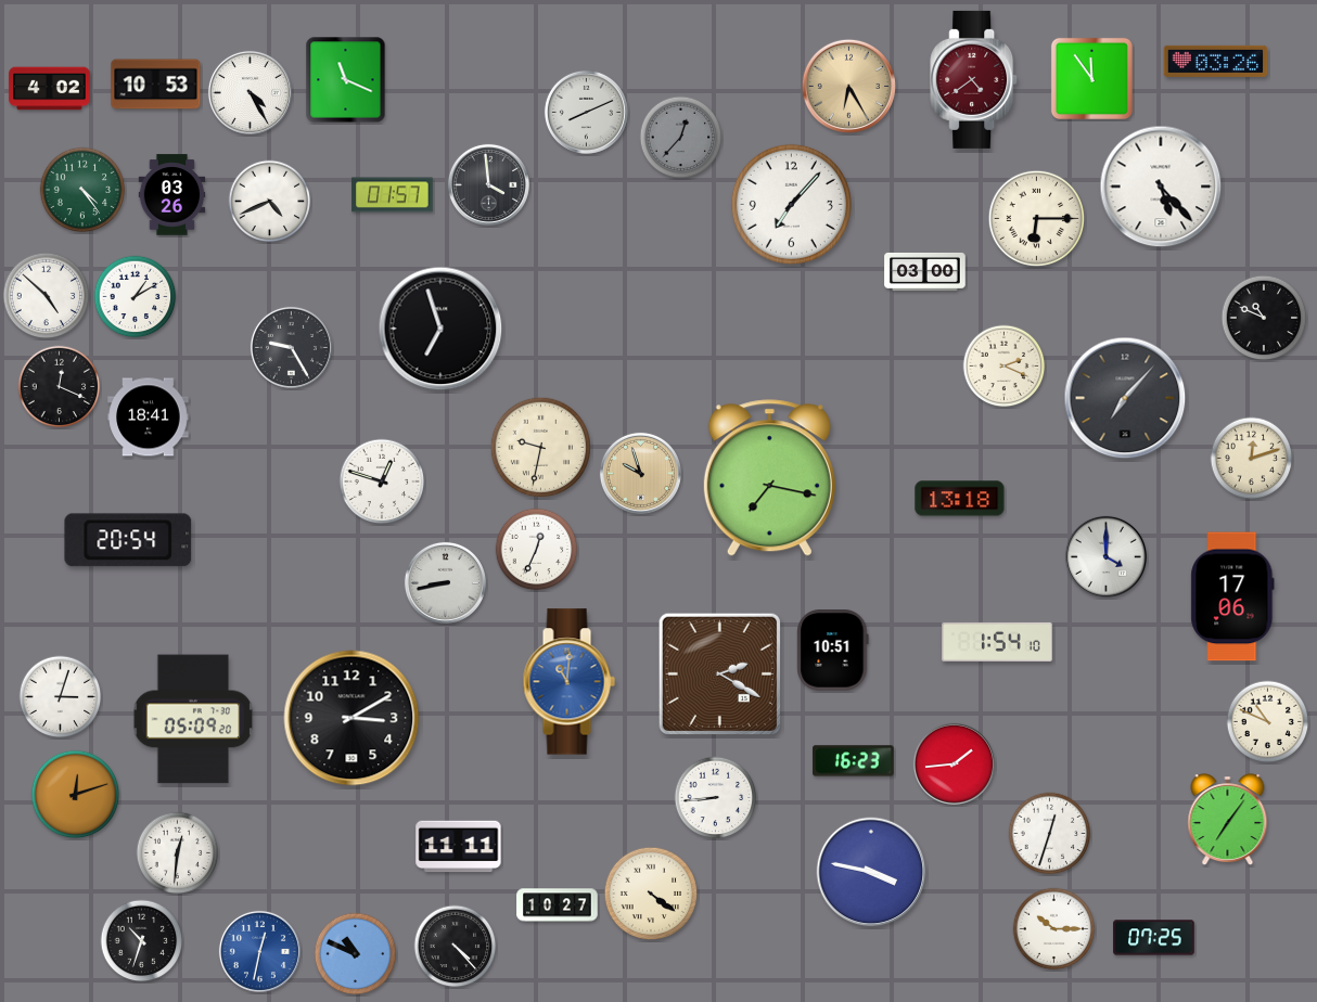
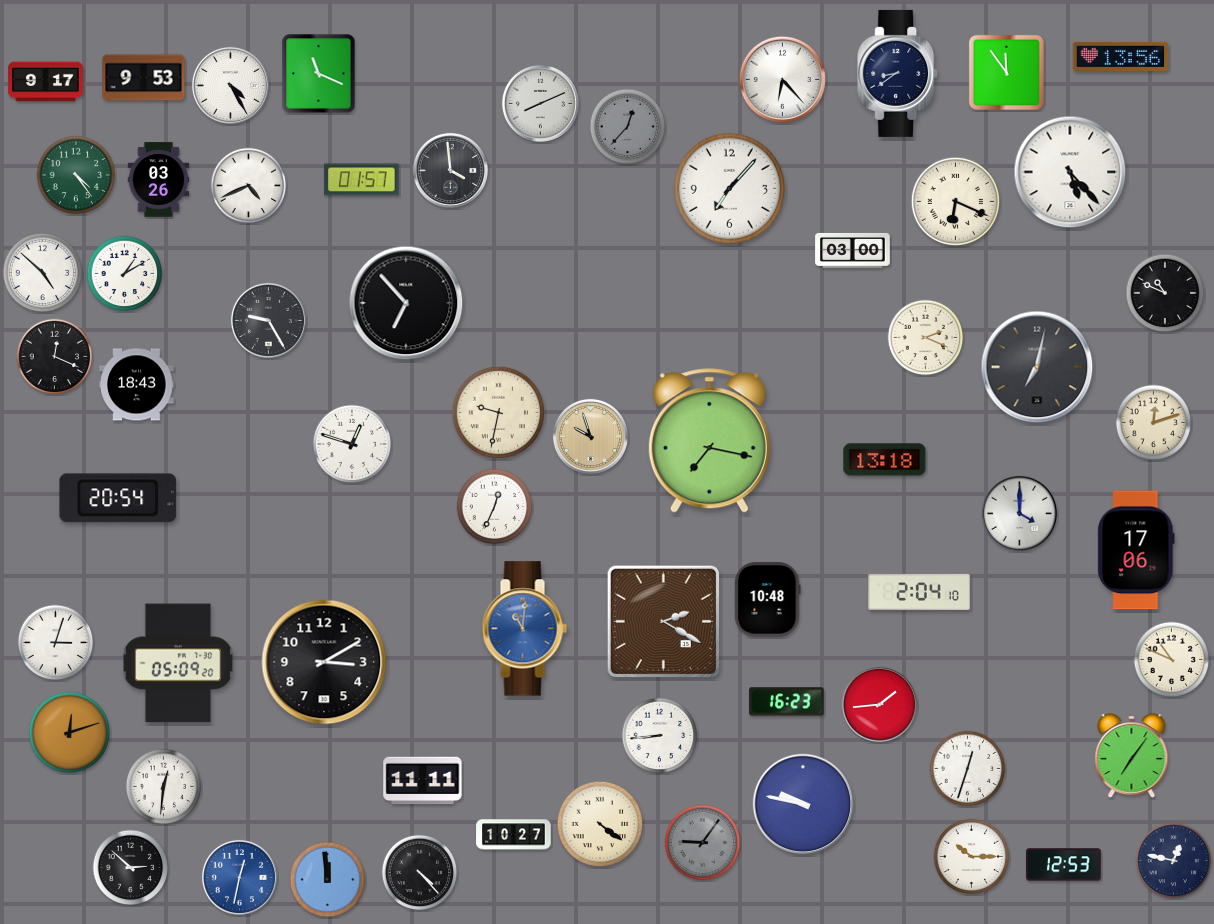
clock at (1216, 61): 03:26 -> 13:56
clock at (974, 79): 4:39 -> 8:39
clock at (974, 79) dial: burgundy -> navy
clock at (156, 85): 10:53 -> 9:53
clock at (848, 86): 6:25 -> 6:23
clock at (848, 86) dial: champagne -> white
clock at (50, 89): 4:02 -> 9:17
clock at (1037, 219): 6:15 -> 6:19
clock at (440, 329): 6:57 -> 6:53
clock at (1125, 398): 7:07 -> 7:02
clock at (149, 418): 18:41 -> 18:43
clock at (445, 582): 8:43 -> none
clock at (997, 642): 1:54 -> 2:04
clock at (833, 651): 10:51 -> 10:48
clock at (1268, 722) position: (1268, 722) -> (1172, 660)
clock at (871, 872): 3:47 -> 9:47
clock at (703, 843): none -> 9:06
clock at (1174, 861): none -> 12:47
clock at (1154, 938): 07:25 -> 12:53
clock at (142, 941): 10:33 -> 2:52
clock at (356, 954): 10:49 -> 11:59
